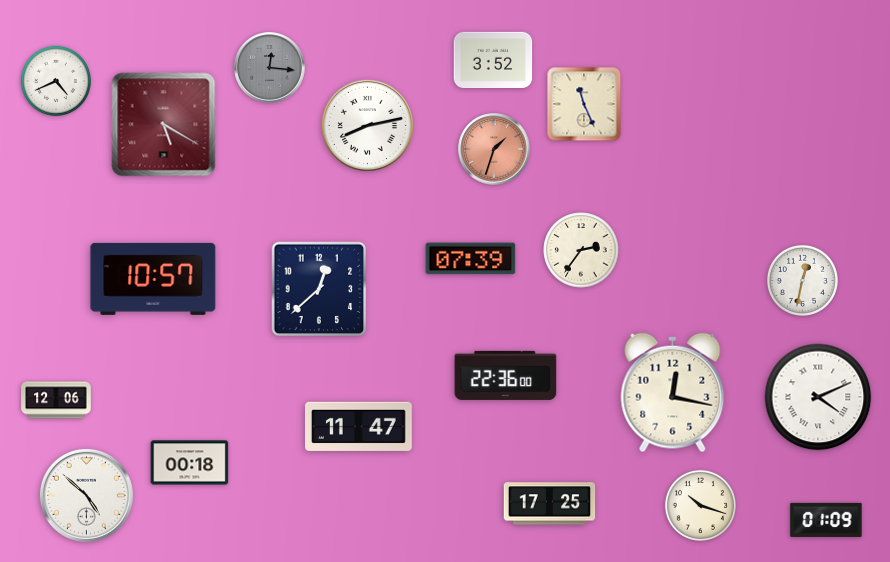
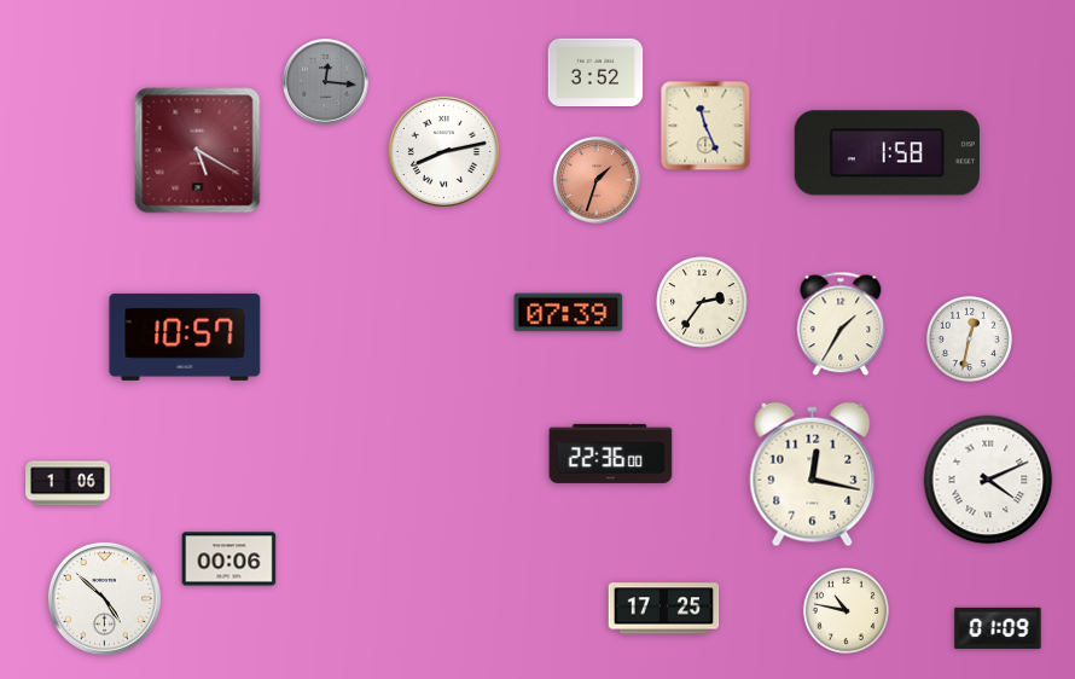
clock at (56, 81): 4:41 -> none
clock at (887, 153): none -> 1:58
clock at (841, 324): none -> 1:35
clock at (319, 289): 12:38 -> none
clock at (56, 400): 12:06 -> 1:06
clock at (359, 426): 11:47 -> none
clock at (190, 463): 00:18 -> 00:06
clock at (700, 505): 10:18 -> 10:47
